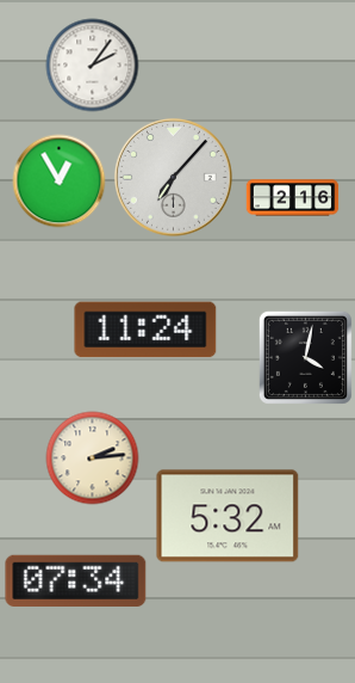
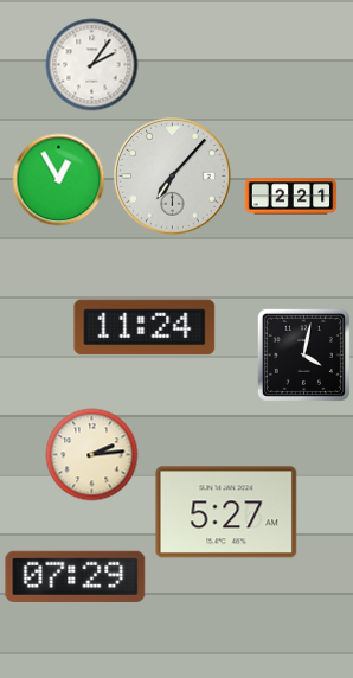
clock at (292, 198): 2:16 -> 2:21
clock at (228, 516): 5:32 -> 5:27
clock at (76, 580): 07:34 -> 07:29
